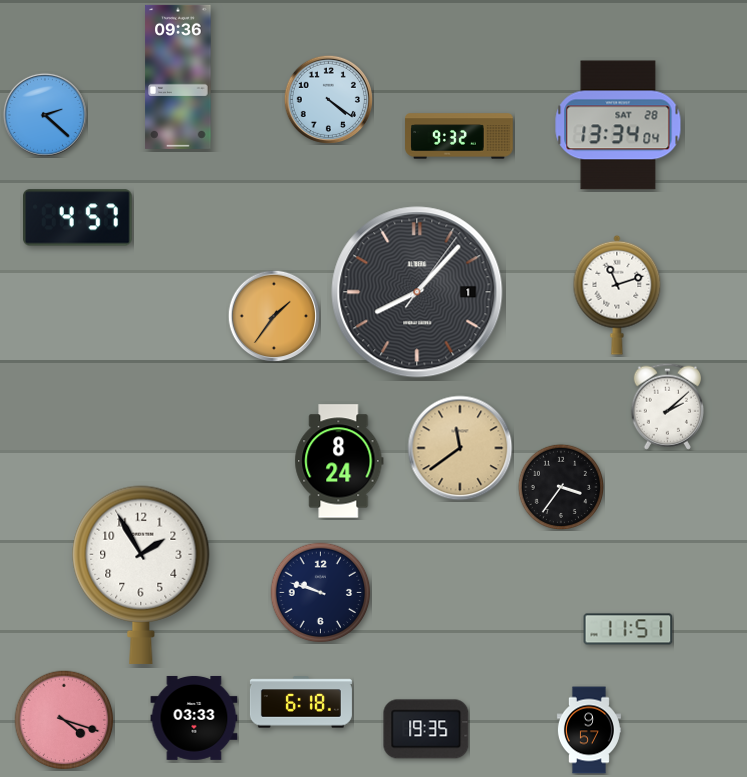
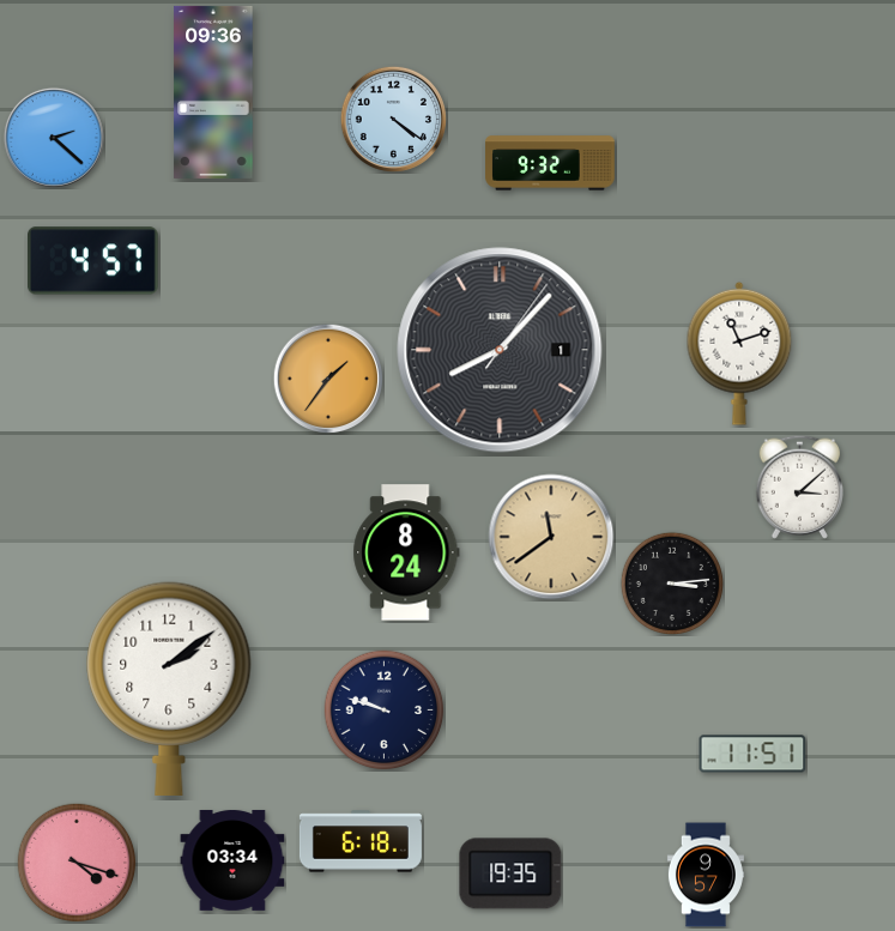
clock at (618, 125): 13:34 -> none
clock at (667, 406): 2:08 -> 3:08
clock at (561, 487): 3:36 -> 3:14
clock at (141, 575): 1:55 -> 2:09
clock at (194, 718): 03:33 -> 03:34
